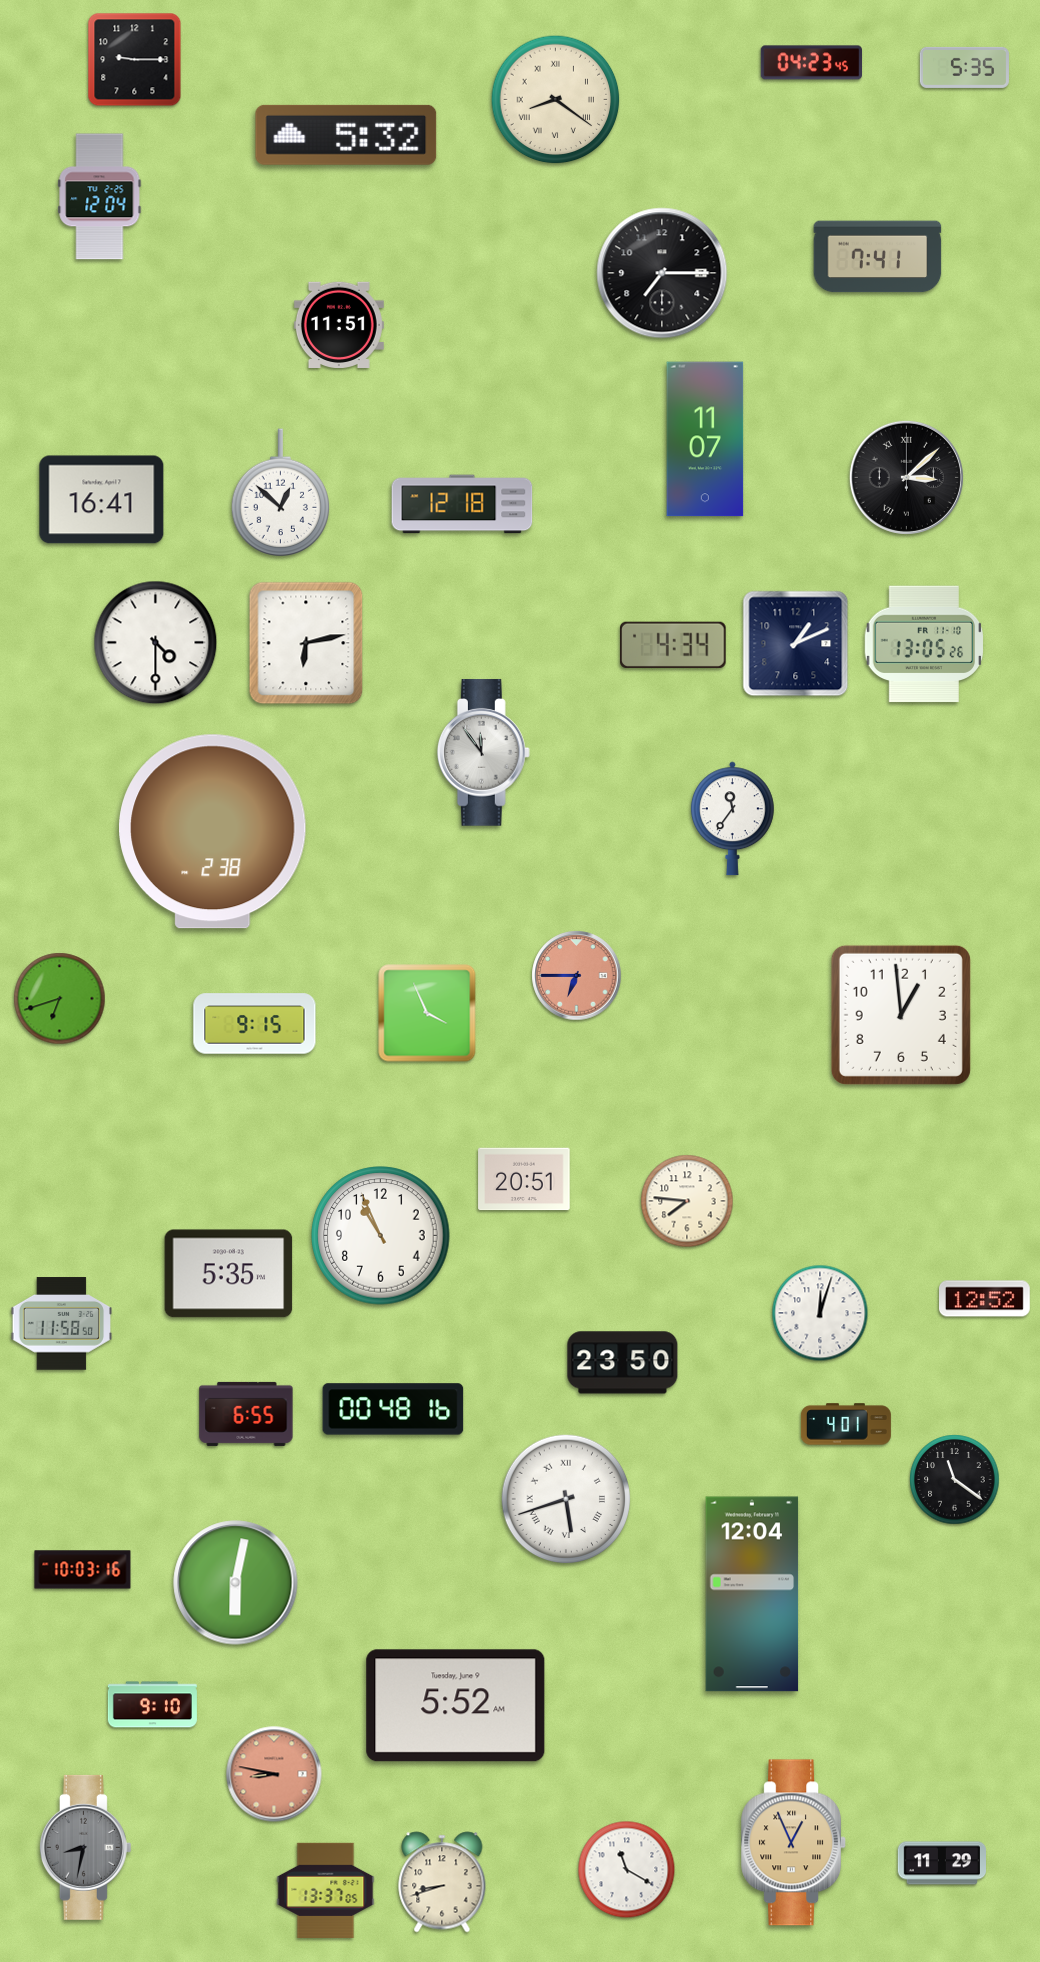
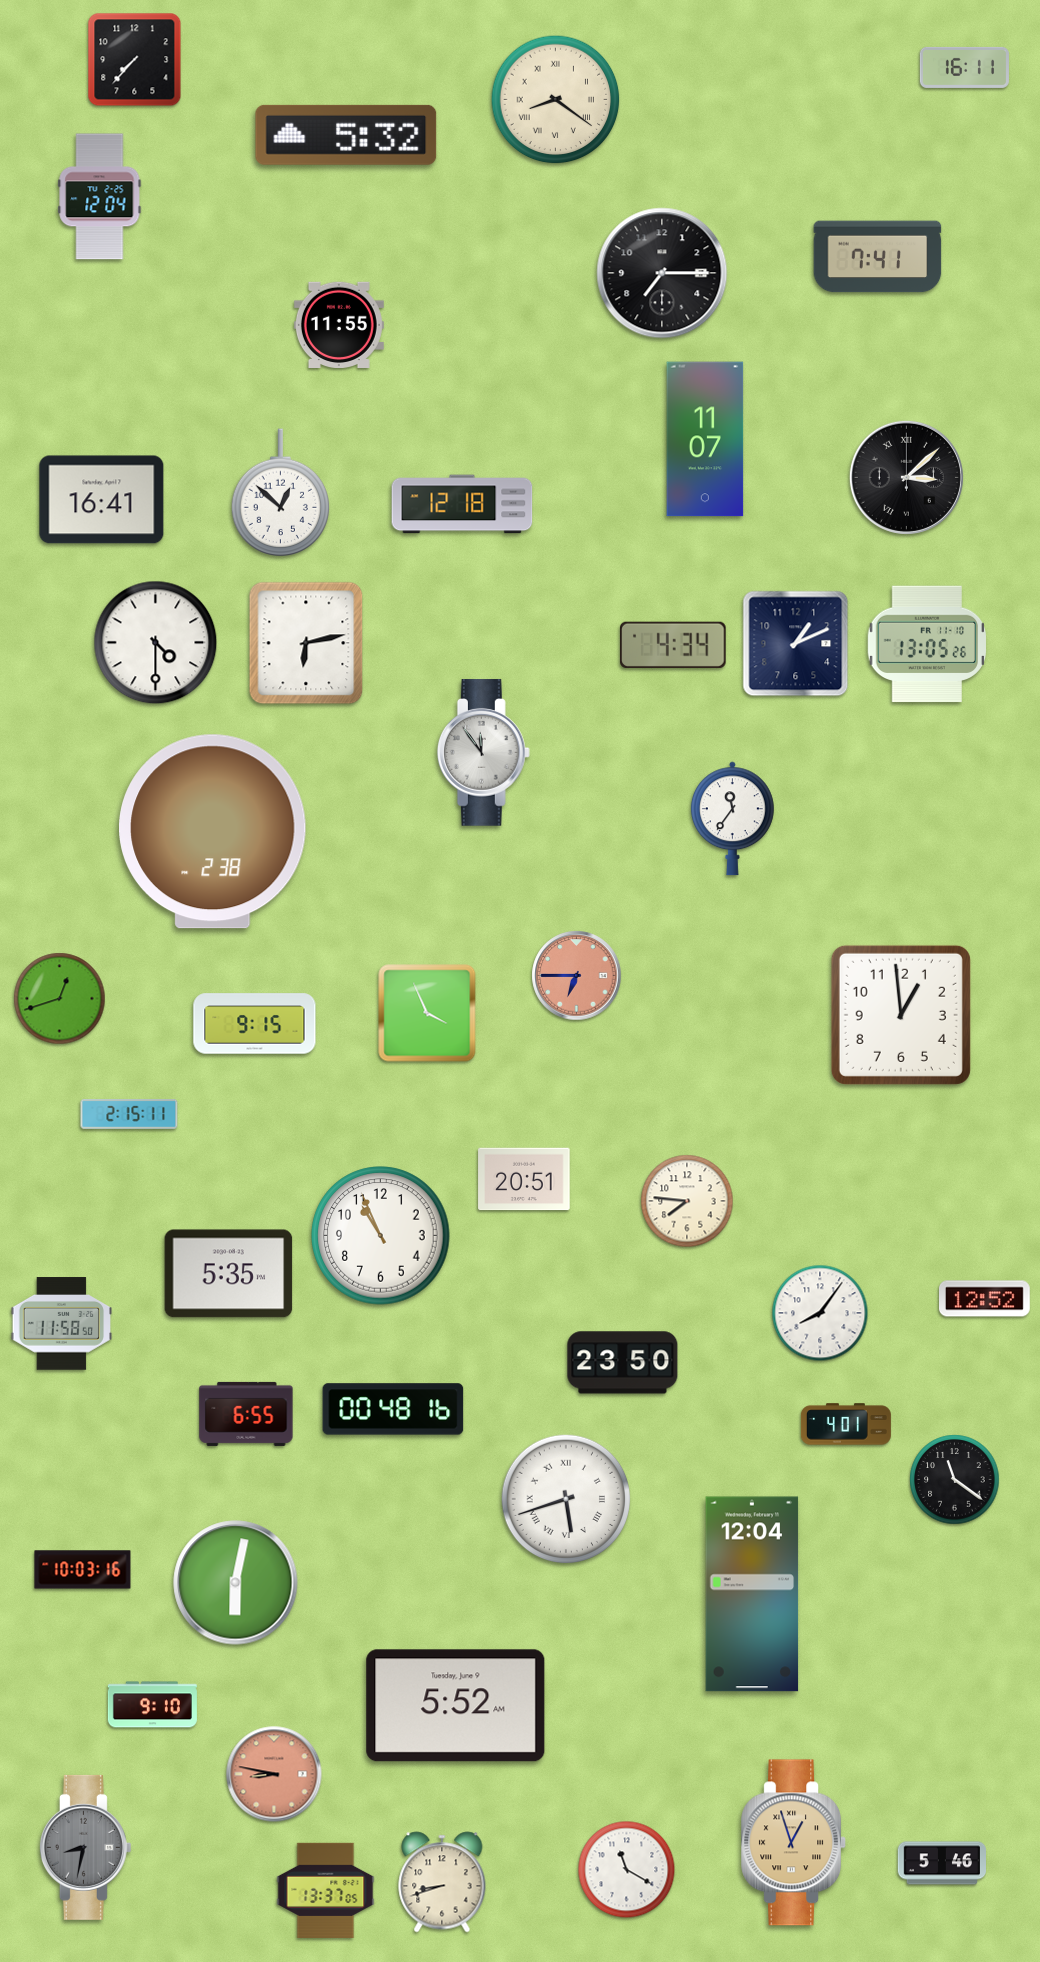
clock at (135, 60): 9:15 -> 7:37
clock at (811, 63): 04:23 -> none
clock at (964, 67): 5:35 -> 16:11
clock at (339, 324): 11:51 -> 11:55
clock at (924, 644) position: (924, 644) -> (927, 644)
clock at (60, 999): 6:42 -> 12:42
clock at (129, 1115): none -> 2:15
clock at (820, 1313): 12:03 -> 8:06
clock at (794, 1843): 12:56 -> 12:57
clock at (941, 1863): 11:29 -> 5:46
